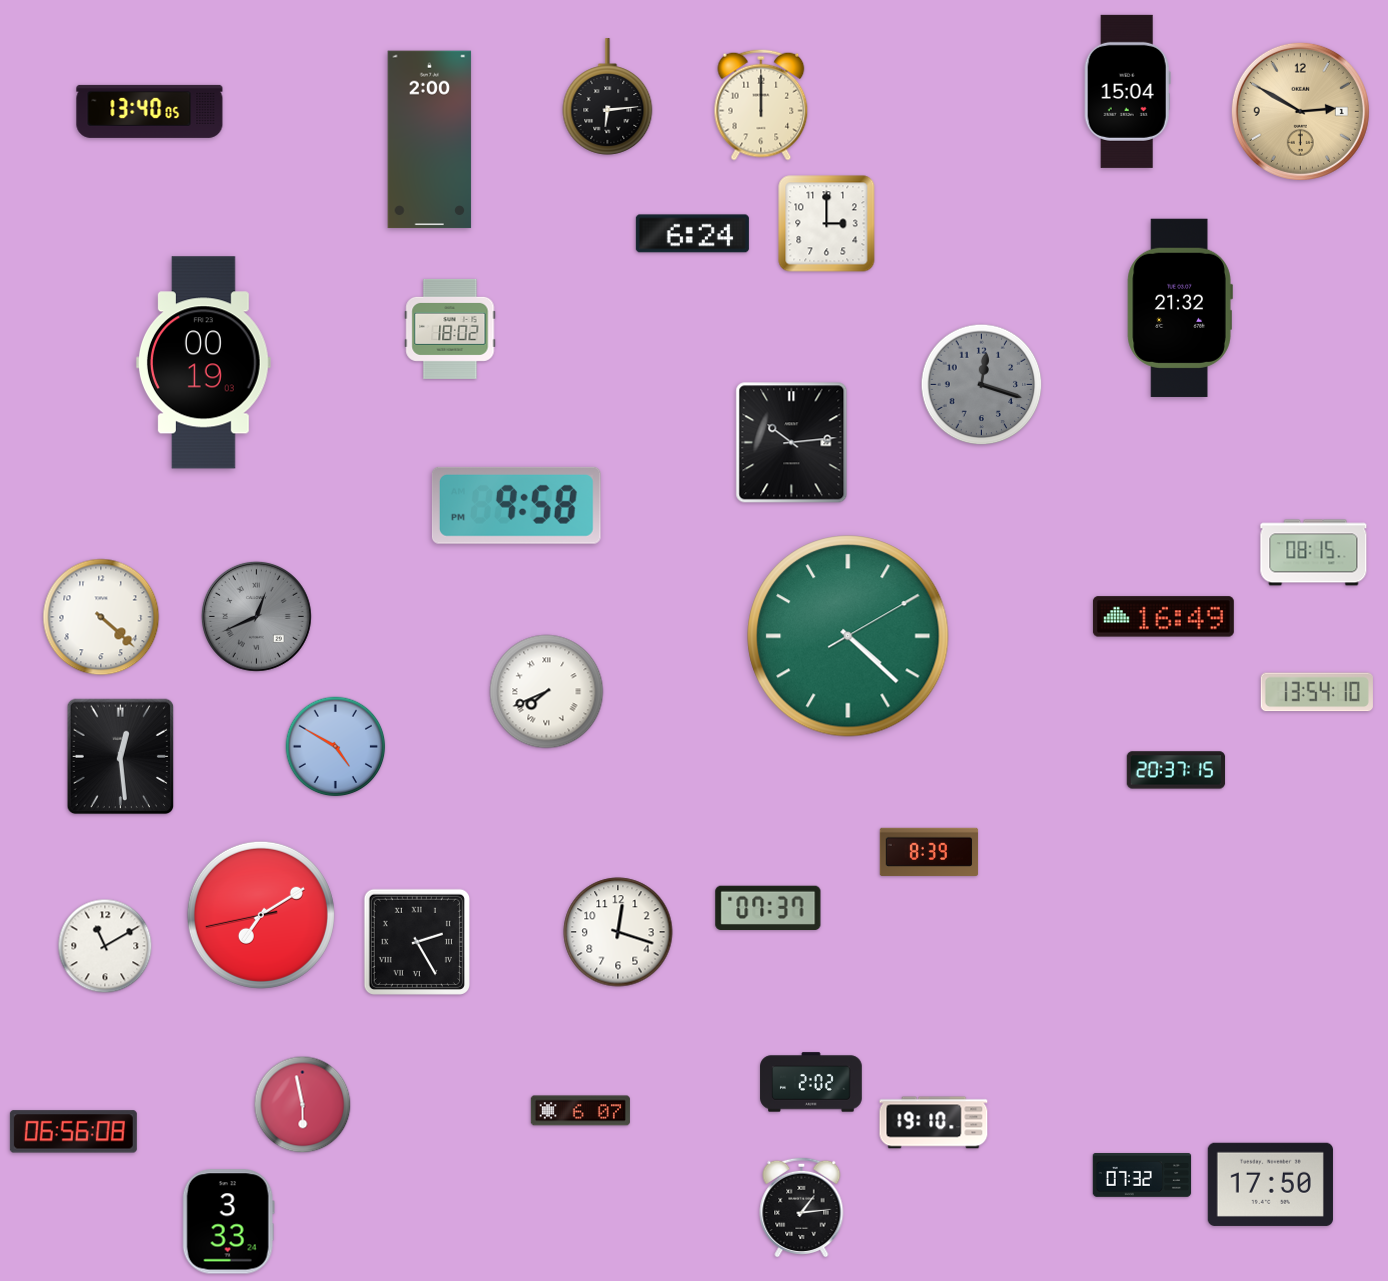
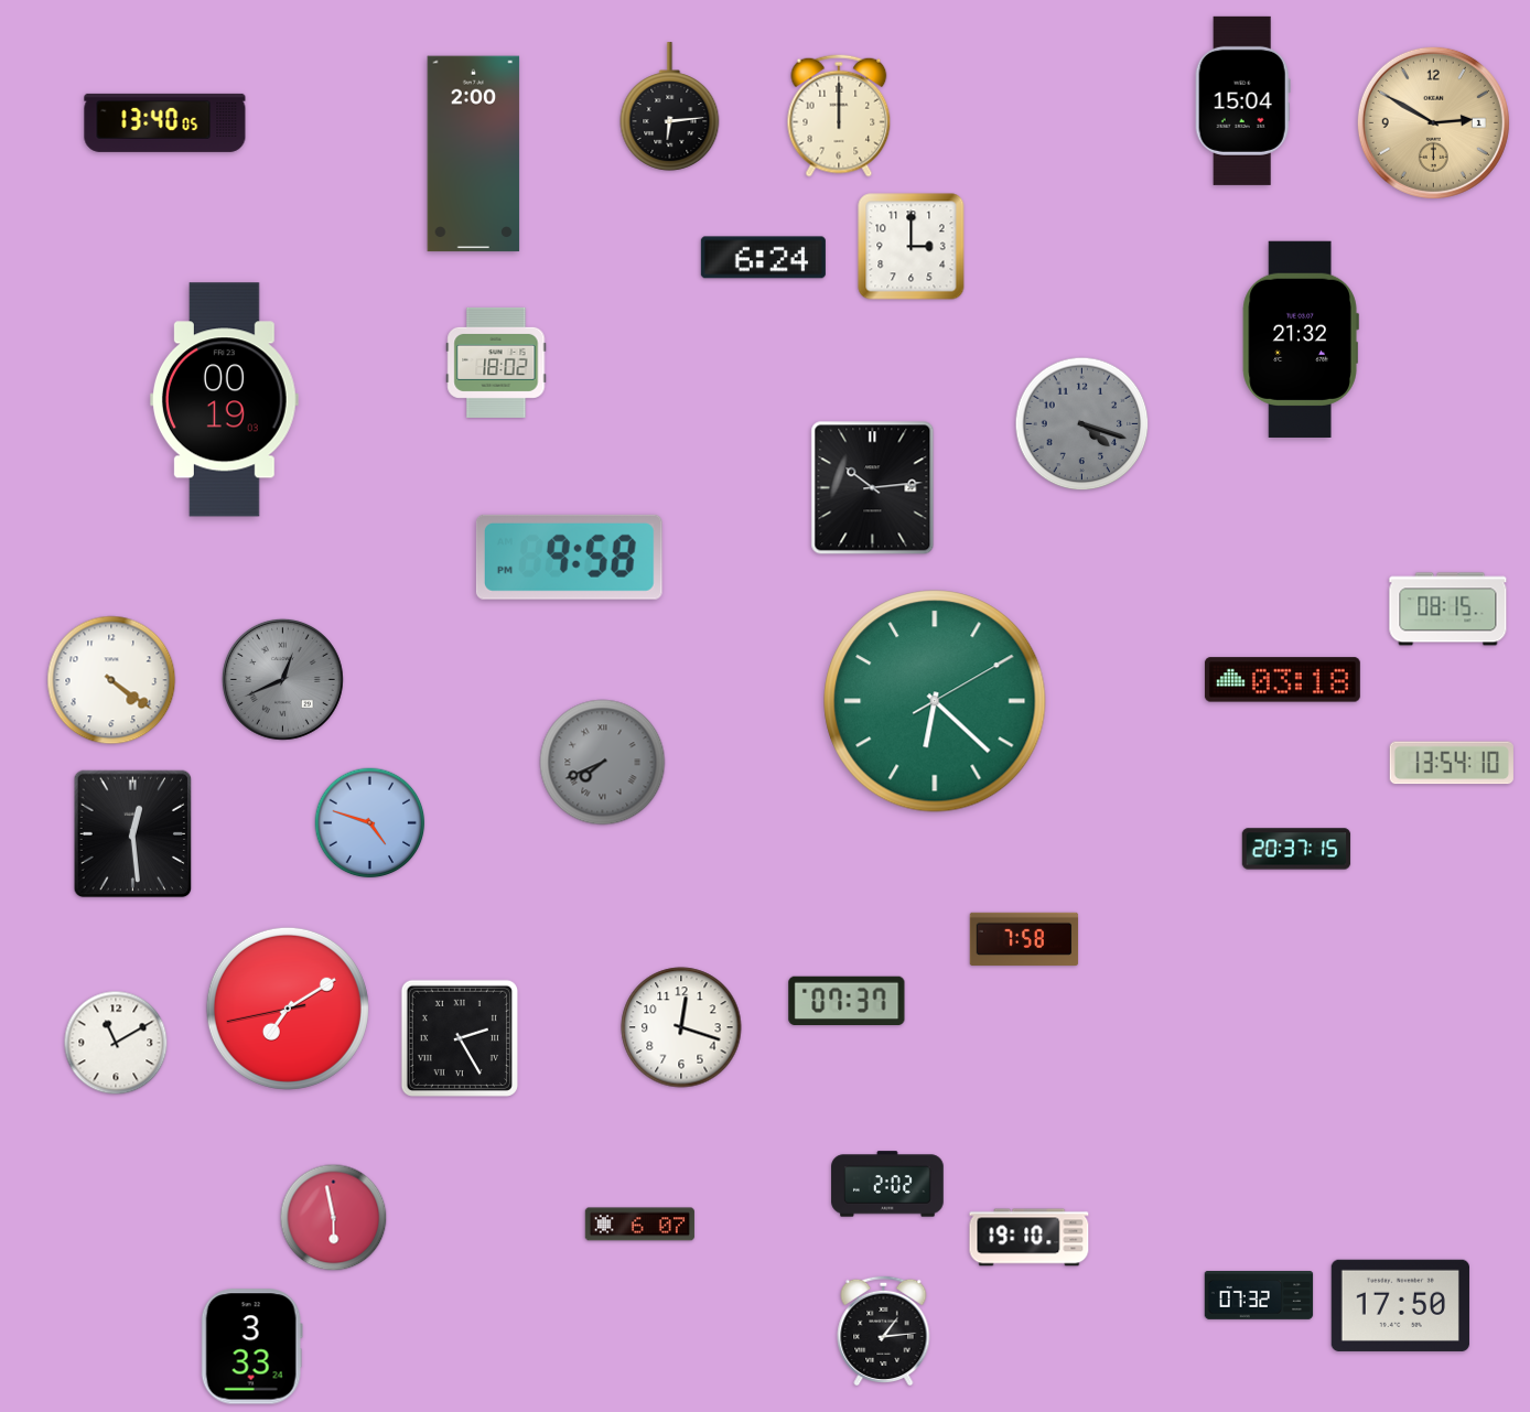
clock at (982, 385): 12:18 -> 4:18
clock at (101, 617): 4:22 -> 4:21
clock at (1163, 617): 16:49 -> 03:18
clock at (848, 636): 4:22 -> 6:22
clock at (547, 692) dial: white -> grey
clock at (336, 747): 4:50 -> 4:48
clock at (929, 852): 8:39 -> 7:58
clock at (811, 1082) position: (811, 1082) -> (887, 1184)
clock at (73, 1132): 06:56 -> none
